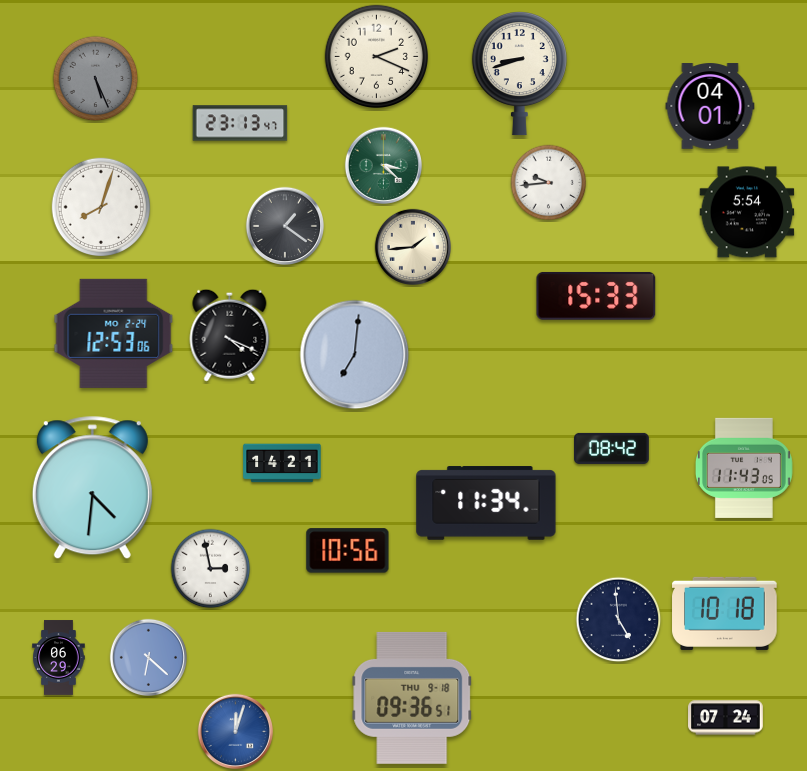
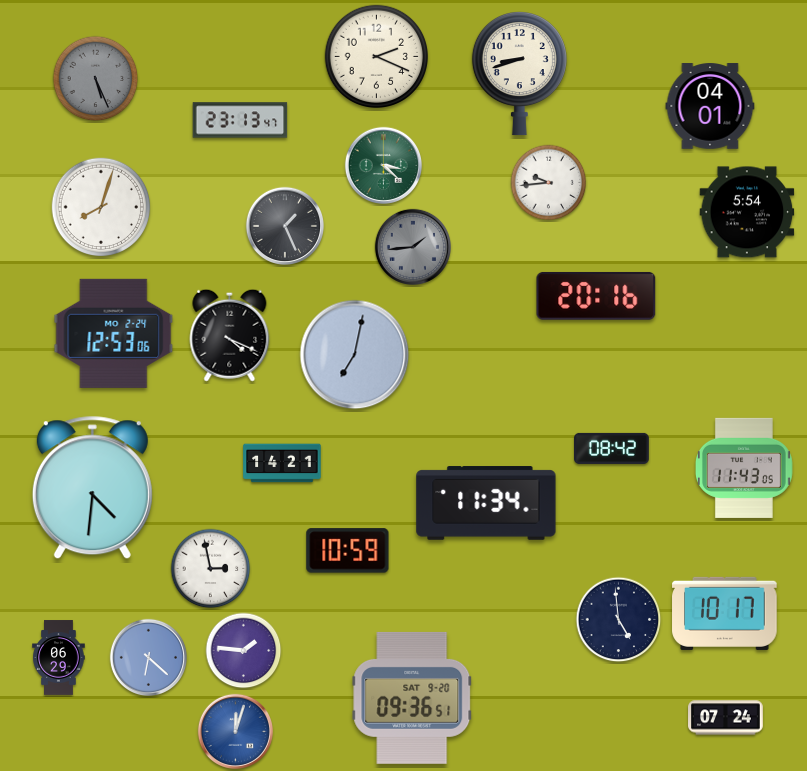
clock at (240, 123) position: (240, 123) -> (240, 120)
clock at (284, 225): 1:21 -> 1:26
clock at (412, 246) dial: cream -> grey
clock at (596, 296): 15:33 -> 20:16
clock at (355, 355): 7:01 -> 7:02
clock at (348, 551): 10:56 -> 10:59
clock at (725, 613): 10:18 -> 10:17
clock at (244, 651): none -> 1:46
clock at (412, 698) date: THU 9-18 -> SAT 9-20
